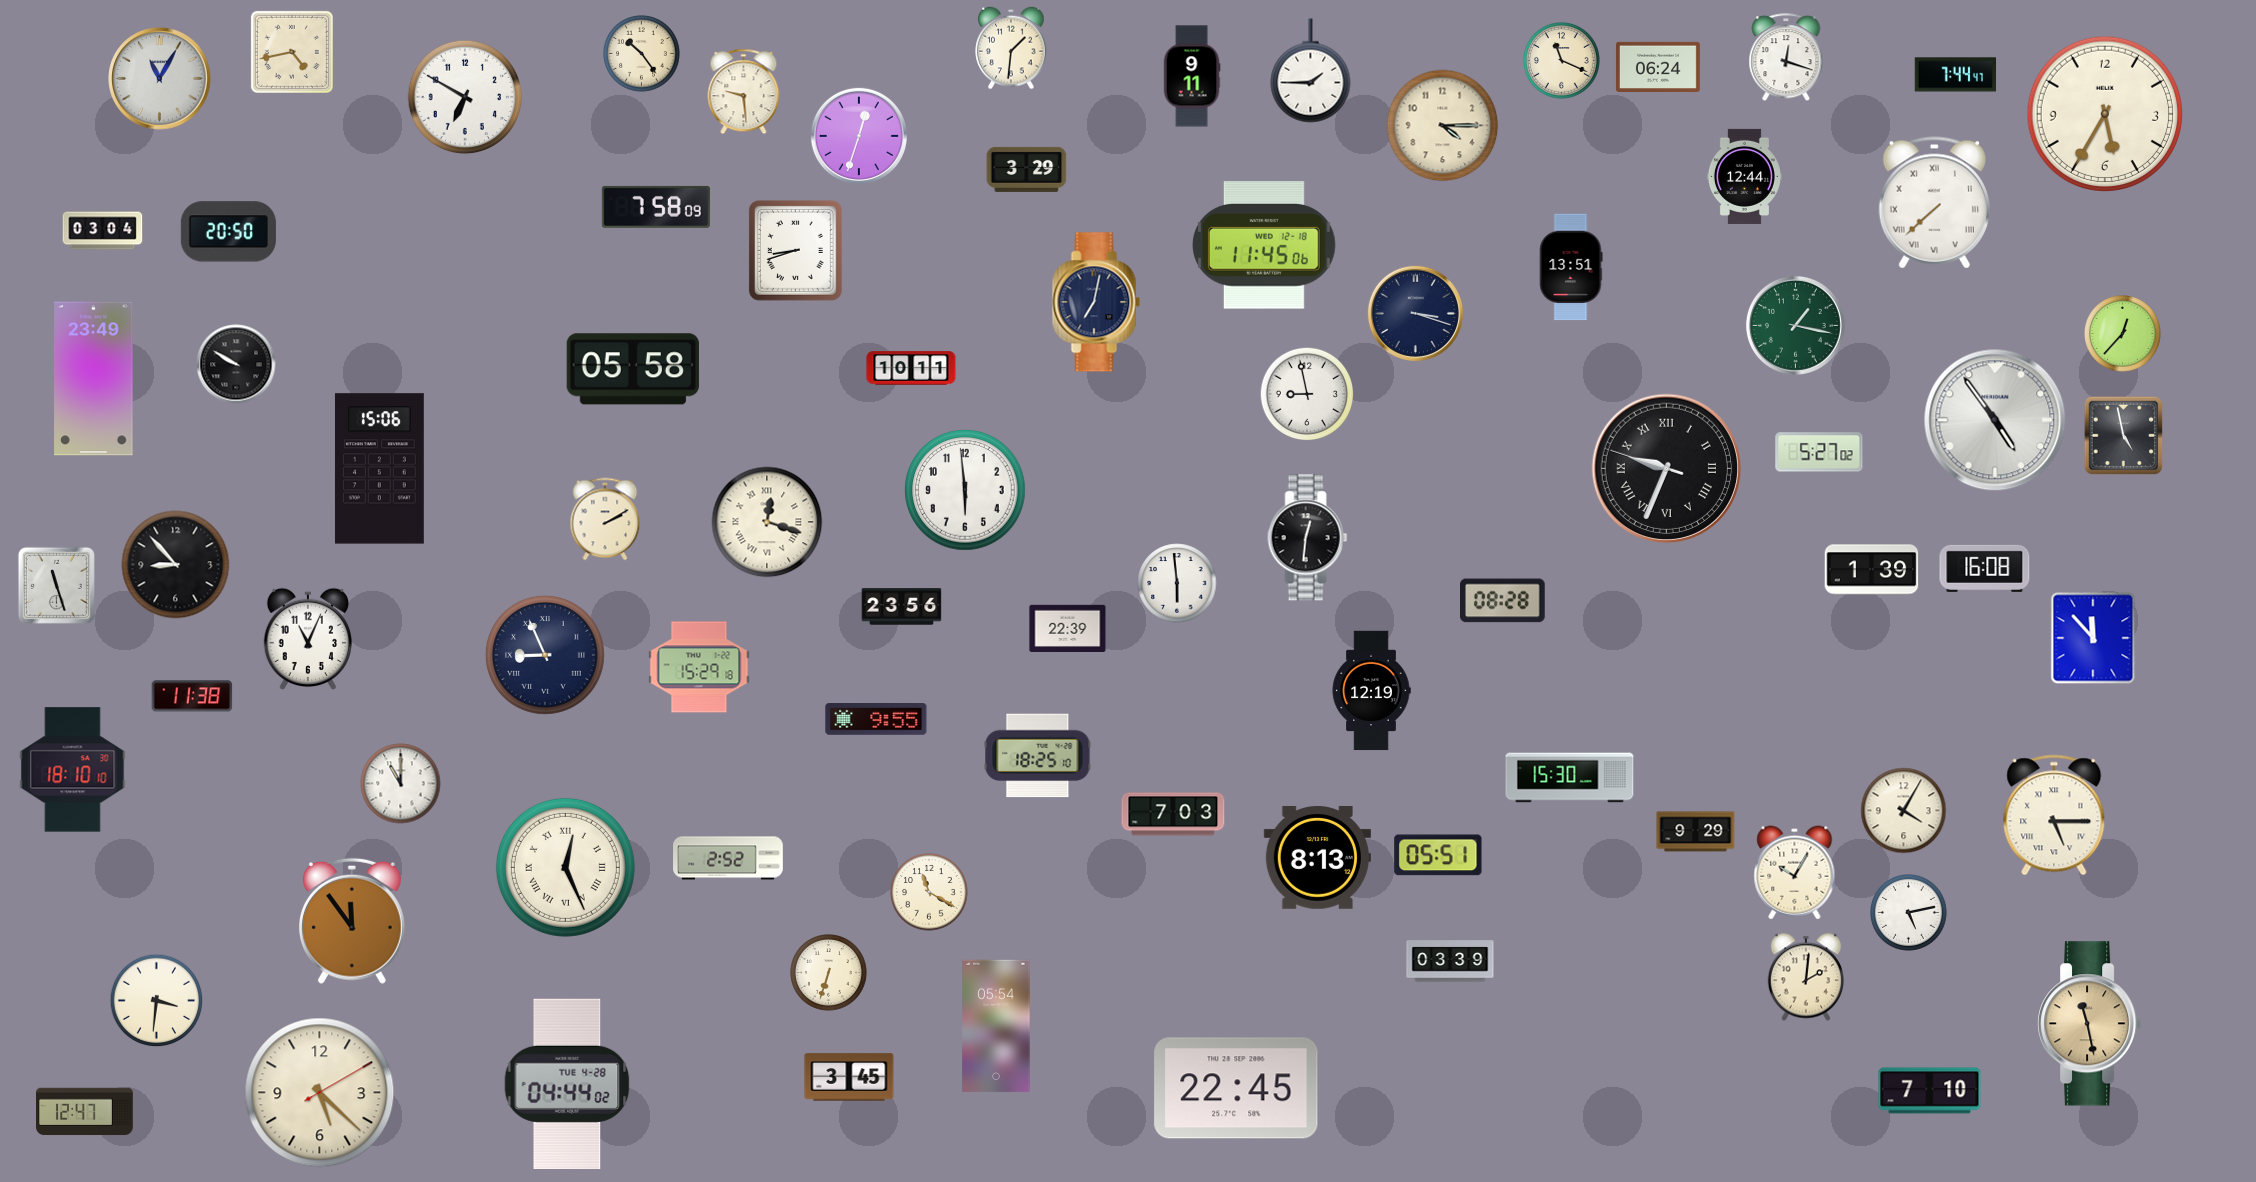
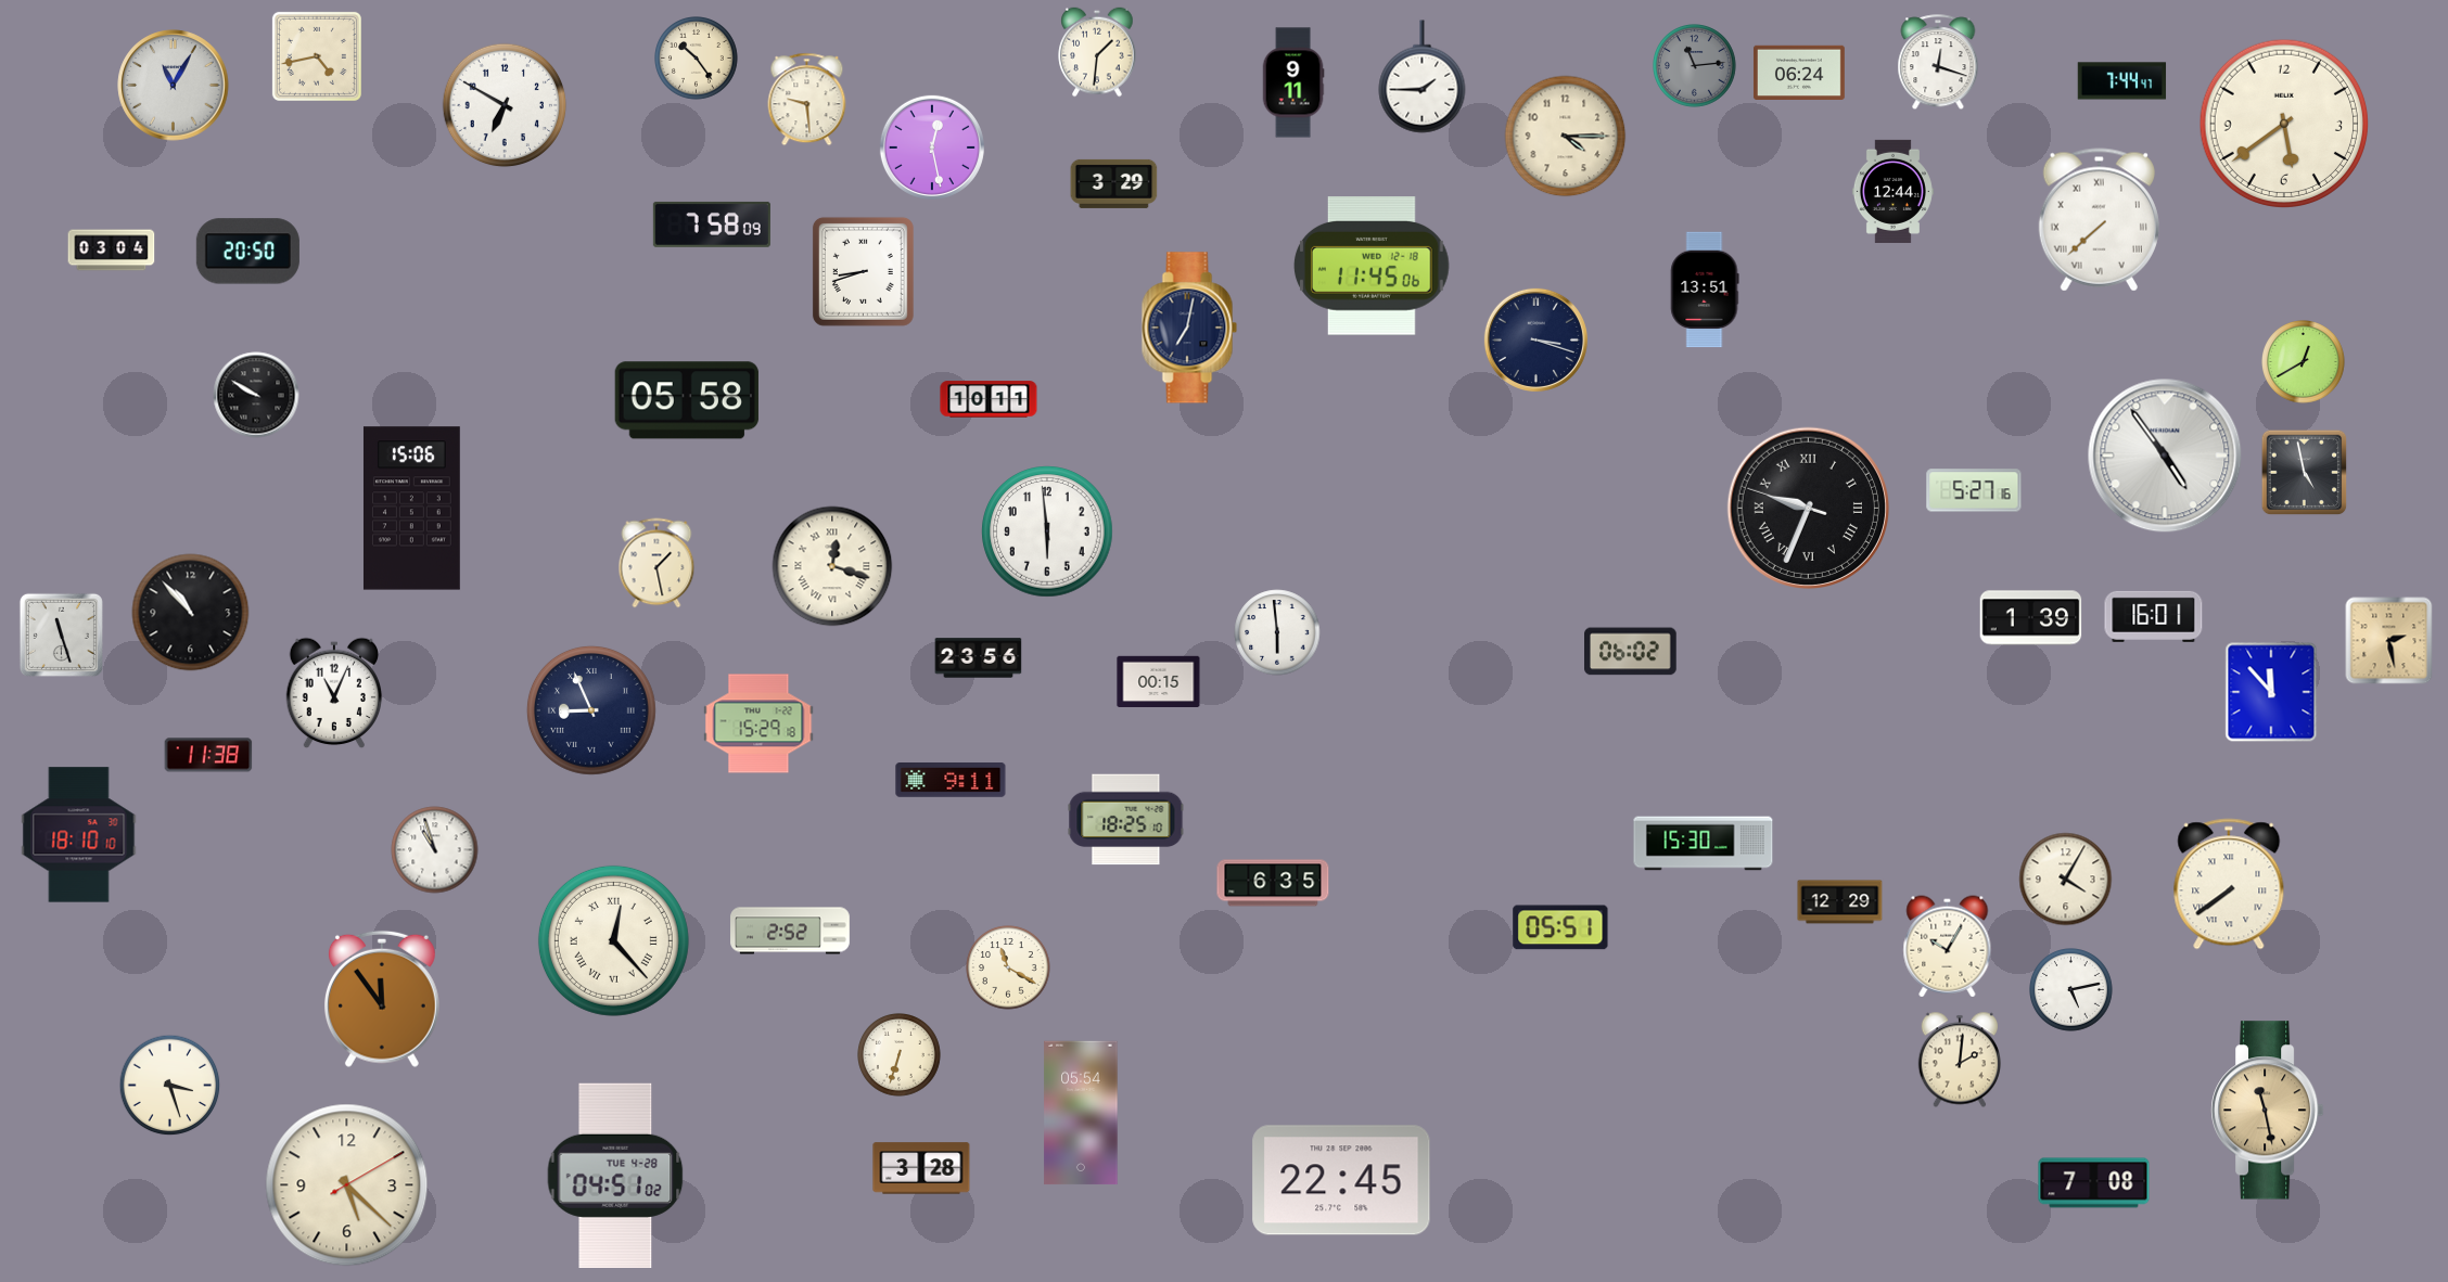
clock at (1562, 61): 11:19 -> 11:14
clock at (1562, 61) dial: cream -> grey
clock at (2105, 114): 5:35 -> 5:39
clock at (859, 136): 12:33 -> 12:28
clock at (1795, 325): 1:17 -> none
clock at (2123, 334): 12:37 -> 12:40
clock at (94, 379): 23:49 -> none
clock at (1307, 394): 8:58 -> none
clock at (1819, 452): 5:27:02 -> 5:27:16
clock at (605, 519): 2:10 -> 1:28
clock at (1308, 538): 12:31 -> none
clock at (176, 565): 8:53 -> 10:53
clock at (1985, 568): 16:08 -> 16:01
clock at (2389, 641): none -> 2:28
clock at (1503, 601): 08:28 -> 06:02
clock at (1068, 628): 22:39 -> 00:15
clock at (1371, 691): 12:19 -> none
clock at (876, 719): 9:55 -> 9:11
clock at (401, 784): 11:00 -> 10:57
clock at (1173, 814): 7:03 -> 6:35
clock at (2054, 815): 5:15 -> 7:39
clock at (1696, 832): 9:29 -> 12:29
clock at (1317, 858): 8:13 -> none
clock at (565, 867): 12:26 -> 12:23
clock at (1450, 961): 03:39 -> none
clock at (157, 1001): 3:31 -> 3:27
clock at (849, 1077): 3:45 -> 3:28
clock at (567, 1083): 04:44 -> 04:51
clock at (1930, 1091): 7:10 -> 7:08
clock at (85, 1112): 12:47 -> none
